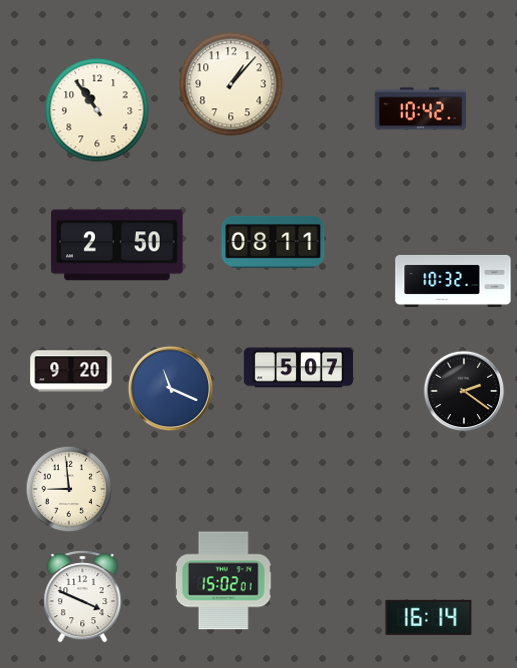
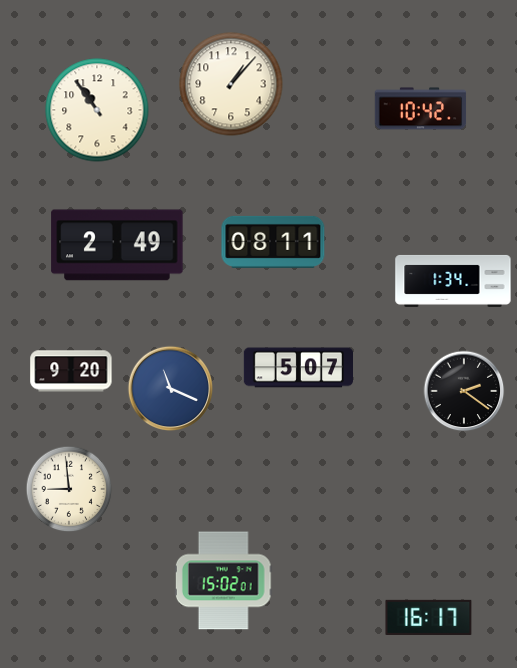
clock at (117, 245): 2:50 -> 2:49
clock at (453, 281): 10:32 -> 1:34
clock at (83, 597): 3:49 -> none
clock at (429, 617): 16:14 -> 16:17
